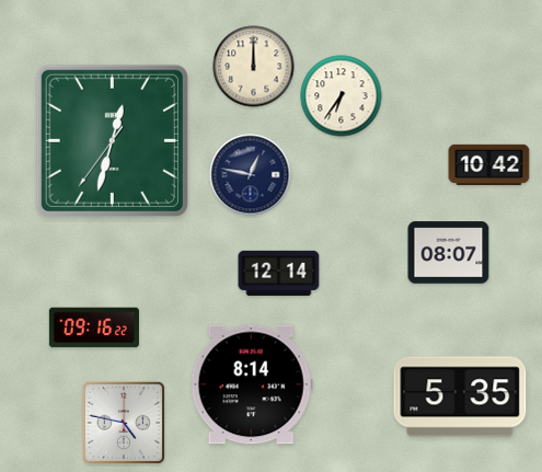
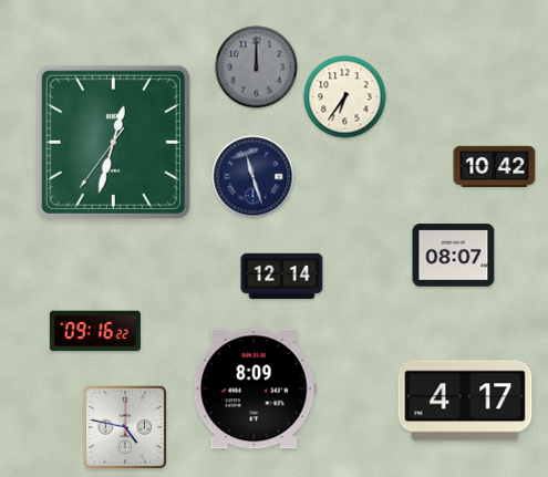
clock at (254, 67) dial: cream -> grey
clock at (251, 175): 12:47 -> 11:27
clock at (252, 384): 8:14 -> 8:09
clock at (460, 396): 5:35 -> 4:17
